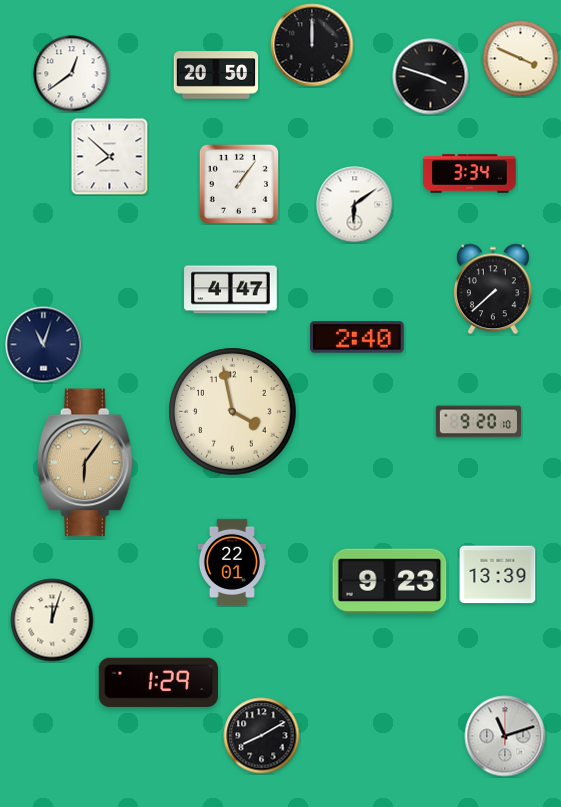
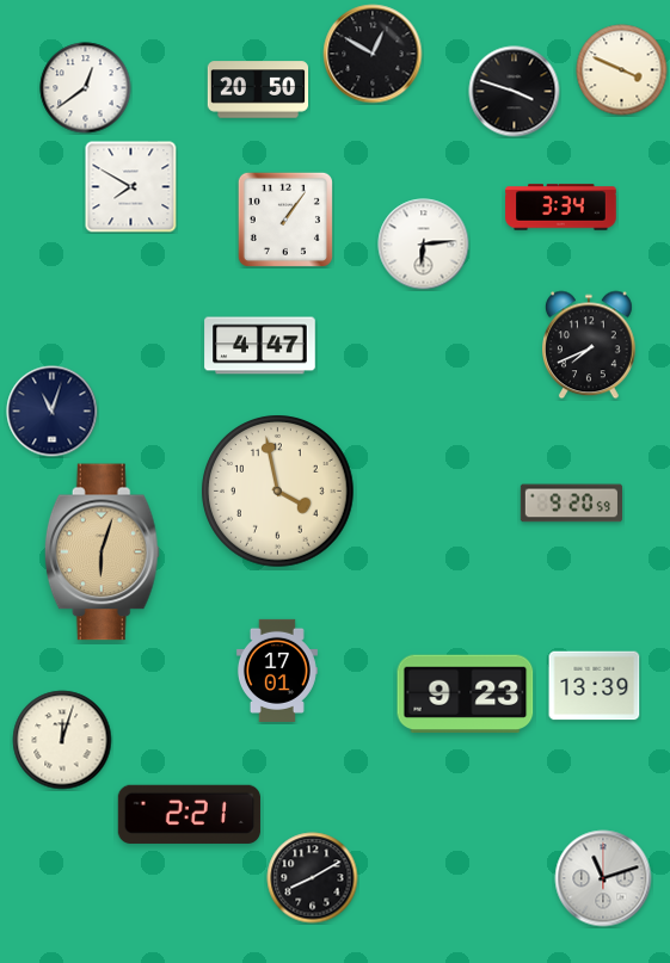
clock at (312, 45): 12:00 -> 12:50
clock at (110, 157): 7:52 -> 7:50
clock at (355, 205): 6:09 -> 6:14
clock at (494, 289): 7:38 -> 7:41
clock at (231, 290) position: (231, 290) -> (260, 346)
clock at (357, 337): 2:40 -> none
clock at (478, 422): 9:20:10 -> 9:20:59
clock at (85, 463): 6:06 -> 6:03
clock at (232, 562): 22:01 -> 17:01
clock at (158, 682): 1:29 -> 2:21
